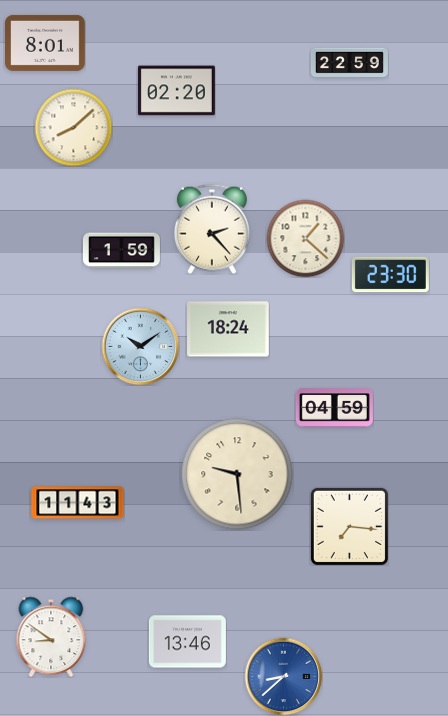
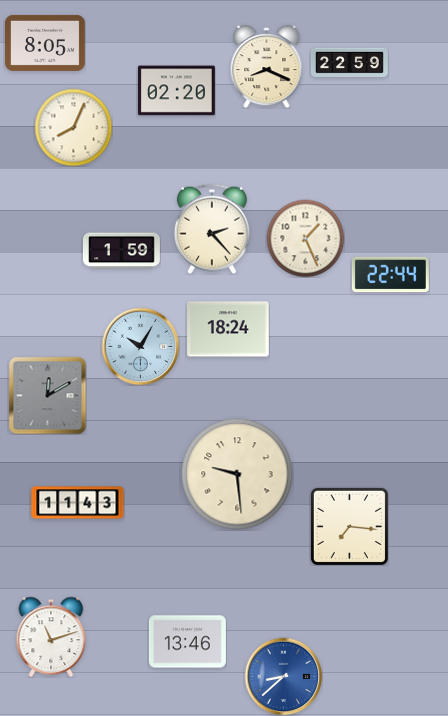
clock at (46, 43): 8:01 -> 8:05
clock at (267, 67): none -> 8:19
clock at (73, 127): 8:08 -> 8:04
clock at (305, 238): 1:22 -> 1:26
clock at (390, 275): 23:30 -> 22:44
clock at (140, 346): 10:09 -> 10:05
clock at (47, 395): none -> 12:10
clock at (334, 408): 04:59 -> none
clock at (51, 637): 8:51 -> 11:12
